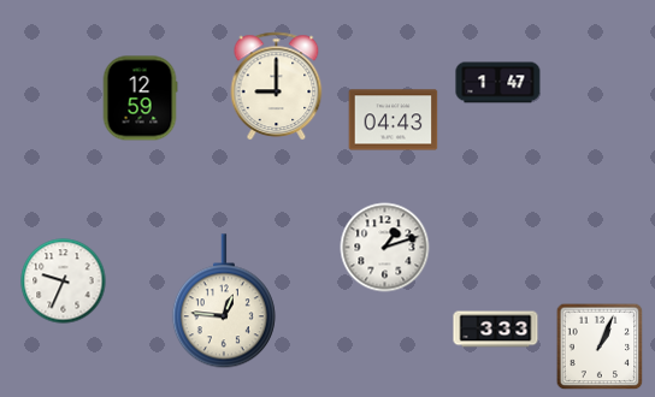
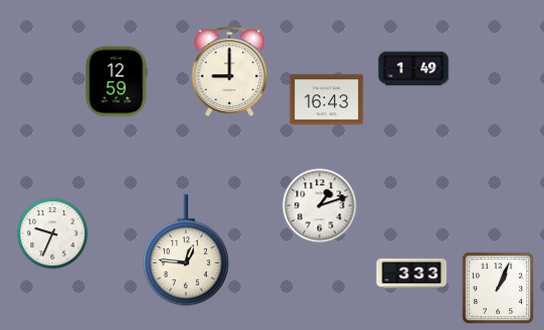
clock at (498, 83): 1:47 -> 1:49
clock at (394, 120): 04:43 -> 16:43
